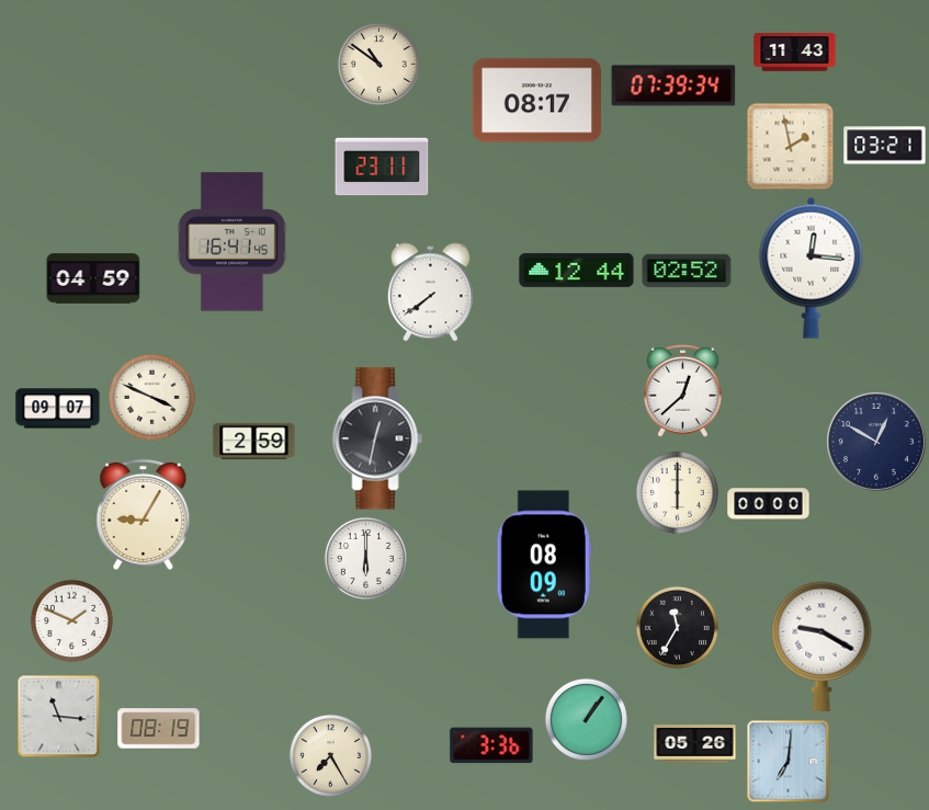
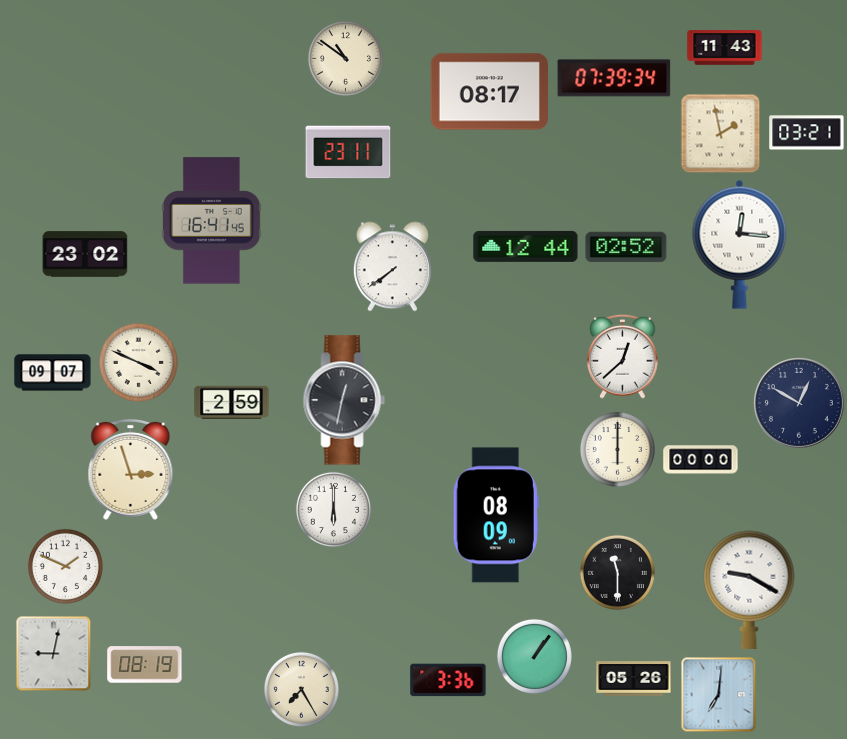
clock at (93, 278): 04:59 -> 23:02
clock at (144, 514): 9:05 -> 2:57
clock at (677, 627): 11:35 -> 11:30
clock at (59, 717): 11:16 -> 9:02
